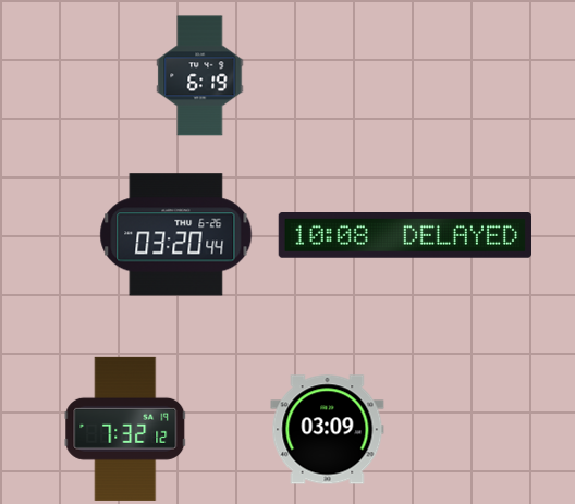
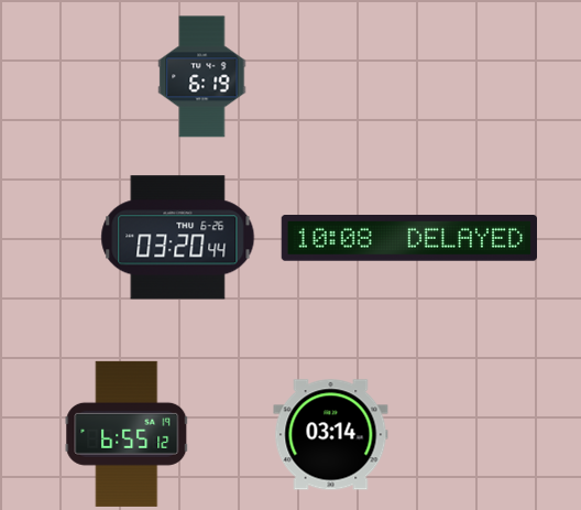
clock at (125, 429): 7:32 -> 6:55
clock at (328, 430): 03:09 -> 03:14
